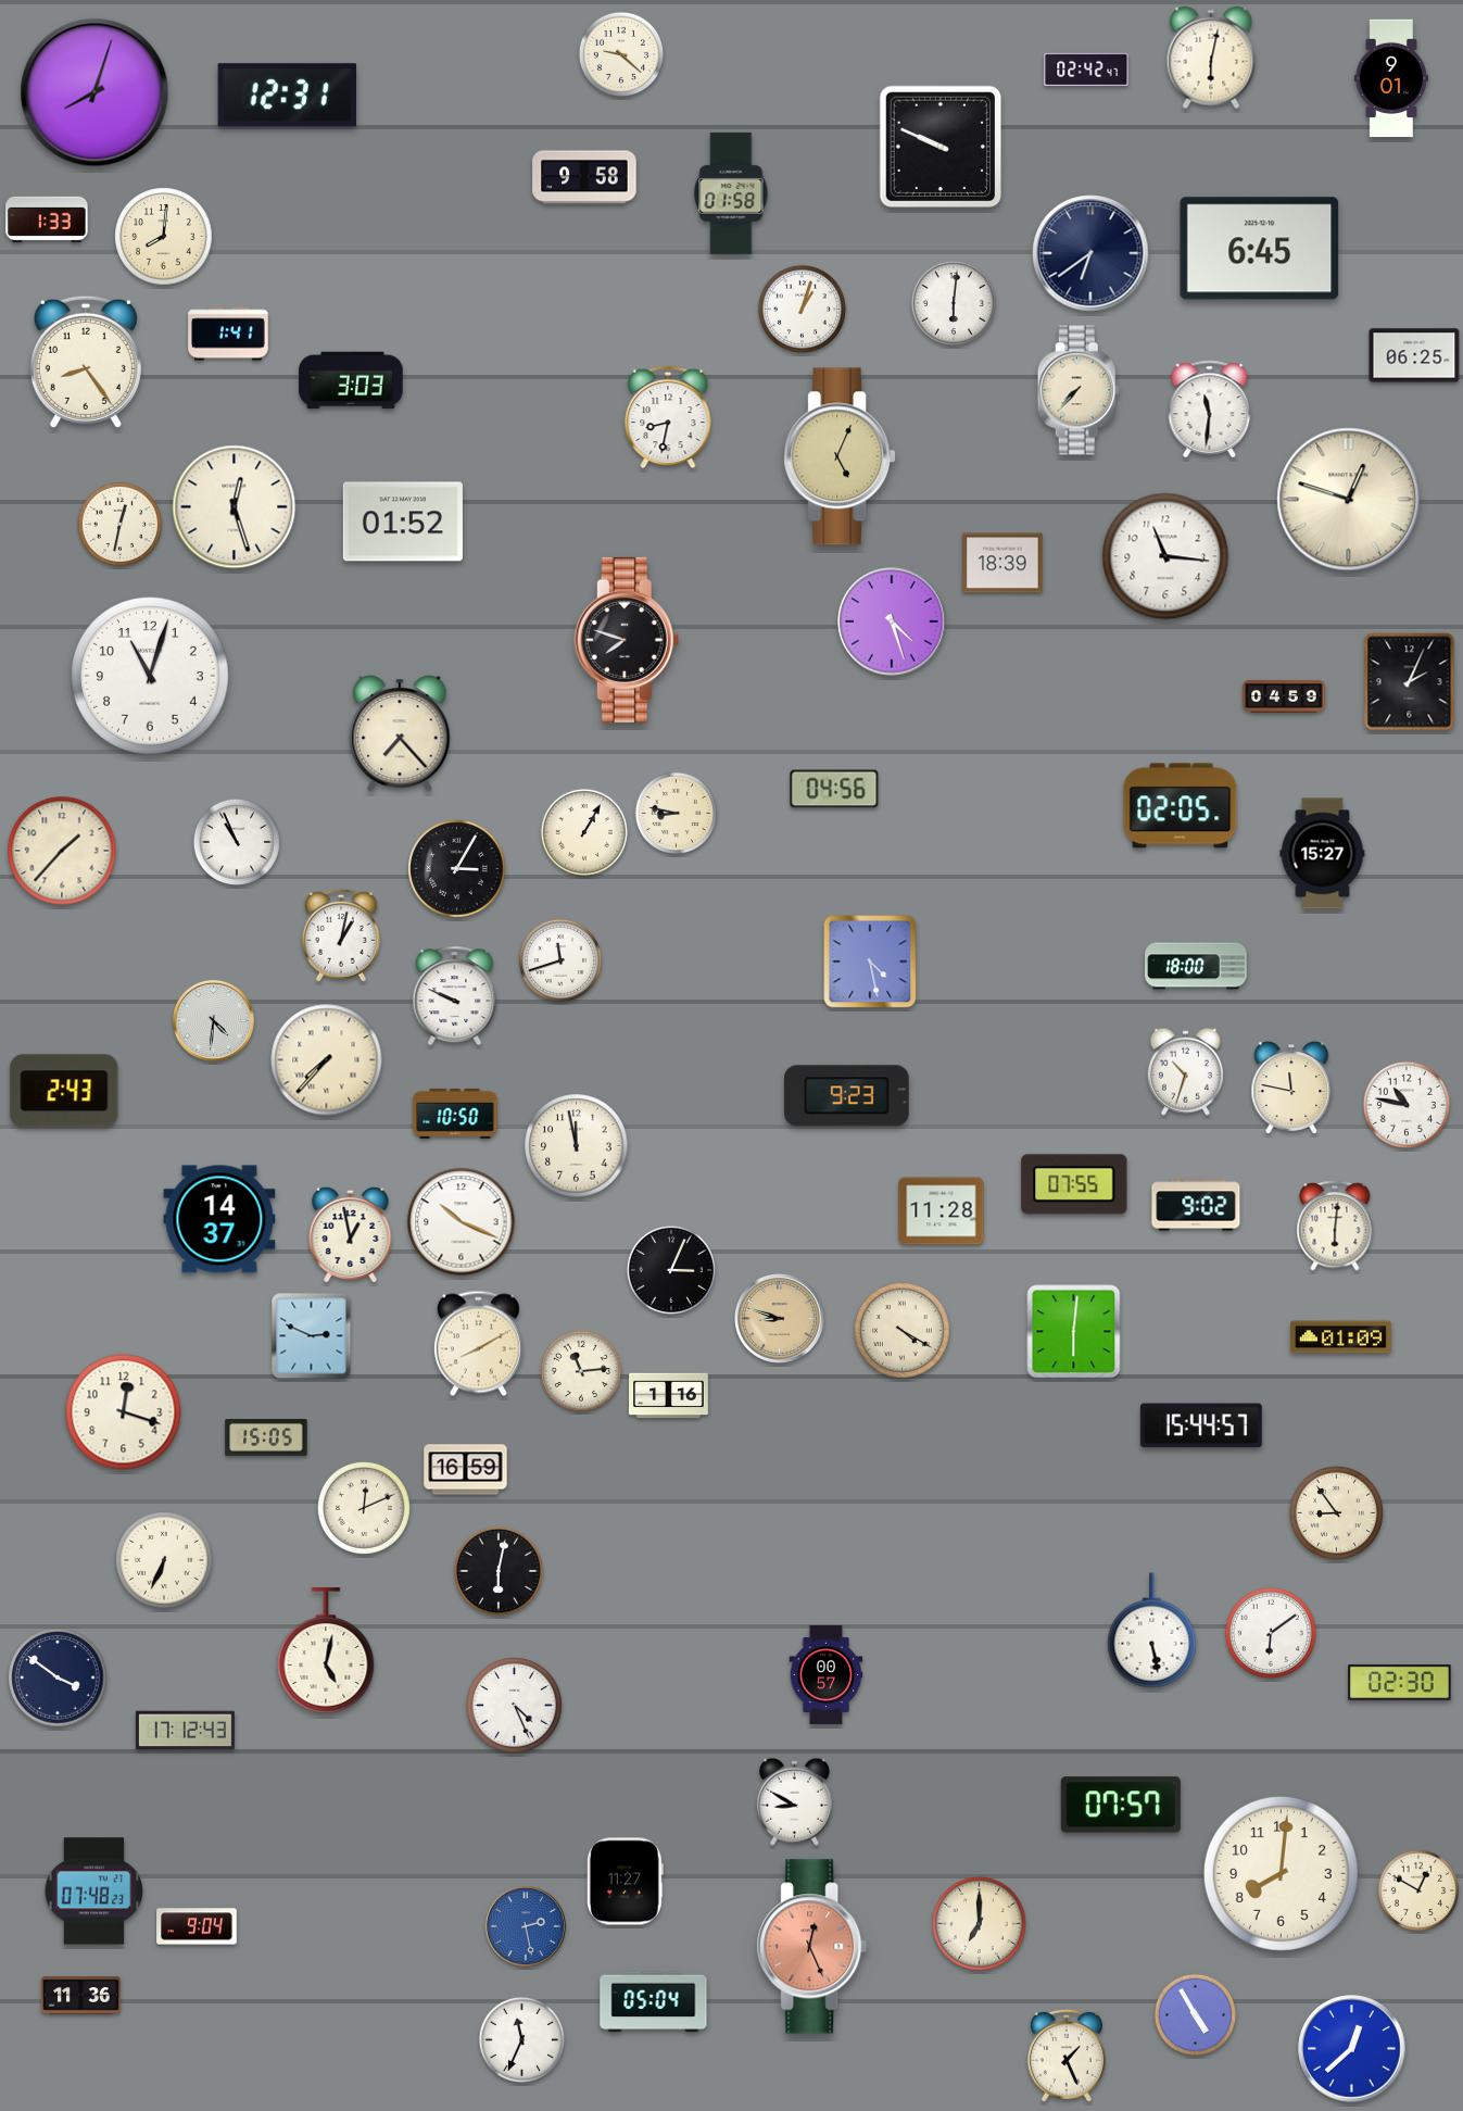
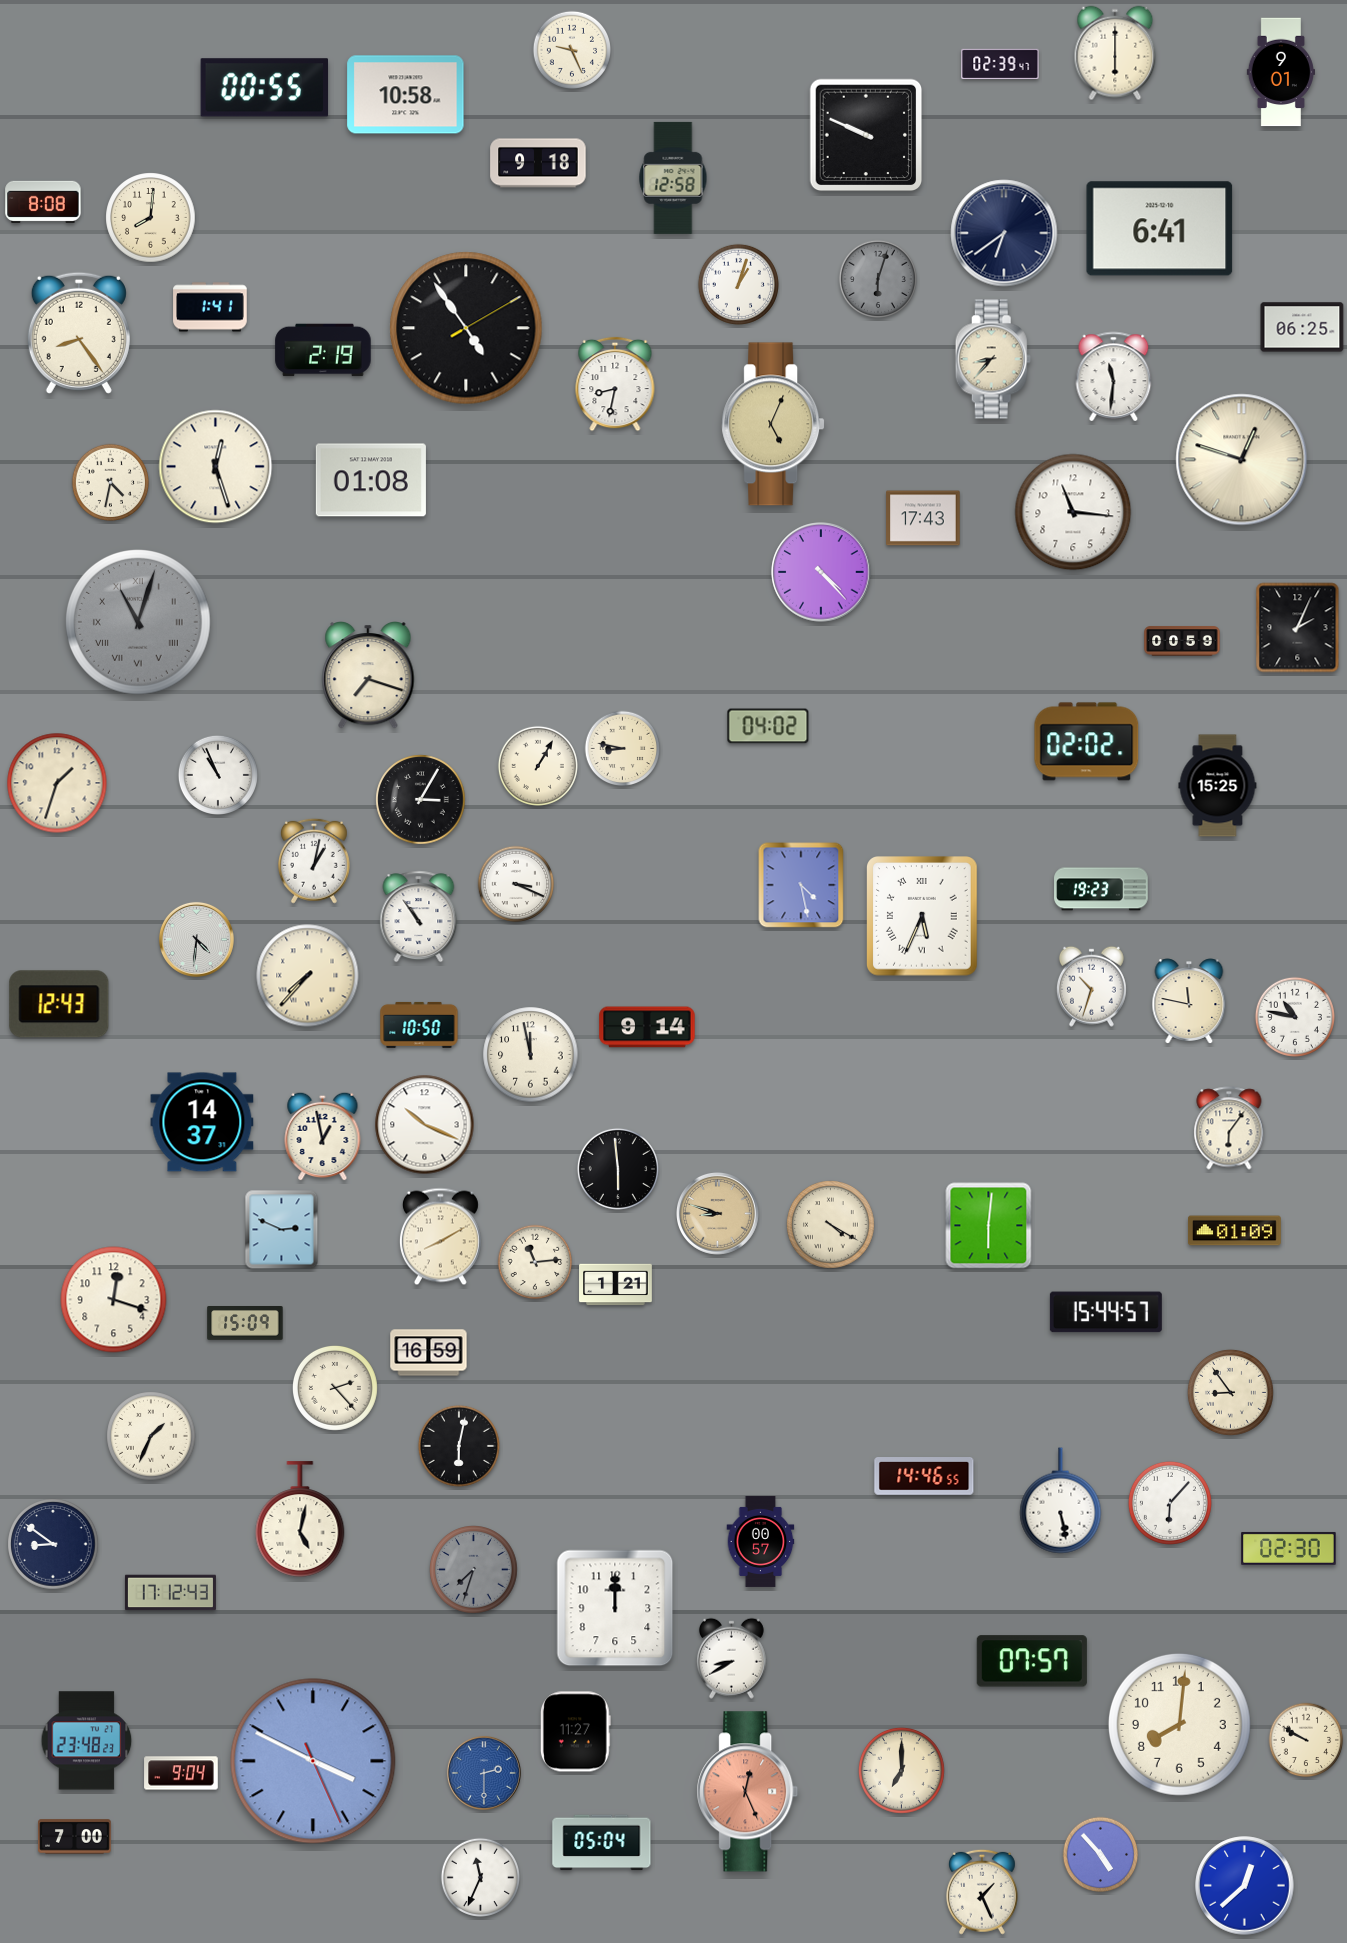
clock at (620, 53): 9:22 -> 9:26
clock at (1211, 58): 6:02 -> 6:00
clock at (1086, 70): 02:42 -> 02:39
clock at (94, 92): 8:03 -> none
clock at (288, 96): 12:31 -> 00:55
clock at (406, 95): none -> 10:58
clock at (584, 177): 9:58 -> 9:18
clock at (731, 193): 01:58 -> 12:58
clock at (47, 219): 1:33 -> 8:08
clock at (1260, 249): 6:45 -> 6:41
clock at (953, 302): 6:01 -> 6:03
clock at (953, 302) dial: white -> grey
clock at (466, 328): none -> 4:54
clock at (351, 380): 3:03 -> 2:19
clock at (1079, 390): 7:37 -> 8:37
clock at (840, 456) position: (840, 456) -> (773, 424)
clock at (403, 522): 01:52 -> 01:08
clock at (121, 525): 12:32 -> 4:32
clock at (1002, 563): 18:39 -> 17:43
clock at (892, 621): 4:27 -> 4:23
clock at (627, 640): 7:48 -> none
clock at (151, 677) dial: white -> grey
clock at (151, 677) numerals: Arabic -> Roman
clock at (1284, 696): 04:59 -> 00:59
clock at (400, 734): 7:23 -> 7:18
clock at (834, 789): 04:56 -> 04:02
clock at (1181, 806): 02:05 -> 02:02
clock at (62, 851): 1:37 -> 1:33
clock at (1323, 854): 15:27 -> 15:25
clock at (560, 960): 11:42 -> 3:19
clock at (1196, 966): 18:00 -> 19:23
clock at (455, 996): 9:49 -> 10:54
clock at (923, 917): none -> 5:34
clock at (327, 1060) position: (327, 1060) -> (308, 976)
clock at (64, 1091): 2:43 -> 12:43
clock at (847, 1096): 9:23 -> none
clock at (647, 1027): none -> 9:14
clock at (1074, 1184): 07:55 -> none
clock at (1196, 1205): 9:02 -> none
clock at (942, 1211): 11:28 -> none
clock at (1335, 1226): 6:01 -> 6:06
clock at (671, 1270): 3:04 -> 5:59
clock at (312, 1336) position: (312, 1336) -> (282, 1230)
clock at (669, 1396): 1:16 -> 1:21
clock at (266, 1438): 15:05 -> 15:09
clock at (364, 1508): 12:11 -> 2:23
clock at (164, 1560): 6:34 -> 1:34
clock at (924, 1477): none -> 14:46
clock at (1271, 1633): 6:09 -> 6:07
clock at (58, 1678): 3:51 -> 8:51
clock at (515, 1706): 4:26 -> 7:33
clock at (515, 1706) dial: white -> grey
clock at (615, 1608): none -> 12:00
clock at (794, 1801): 8:50 -> 8:40
clock at (1418, 1890): 12:50 -> 9:50
clock at (94, 1892): 07:48 -> 23:48
clock at (313, 1761): none -> 3:49
clock at (526, 1926): 2:28 -> 2:30
clock at (81, 1996): 11:36 -> 7:00
clock at (1196, 2015): 4:55 -> 4:53
